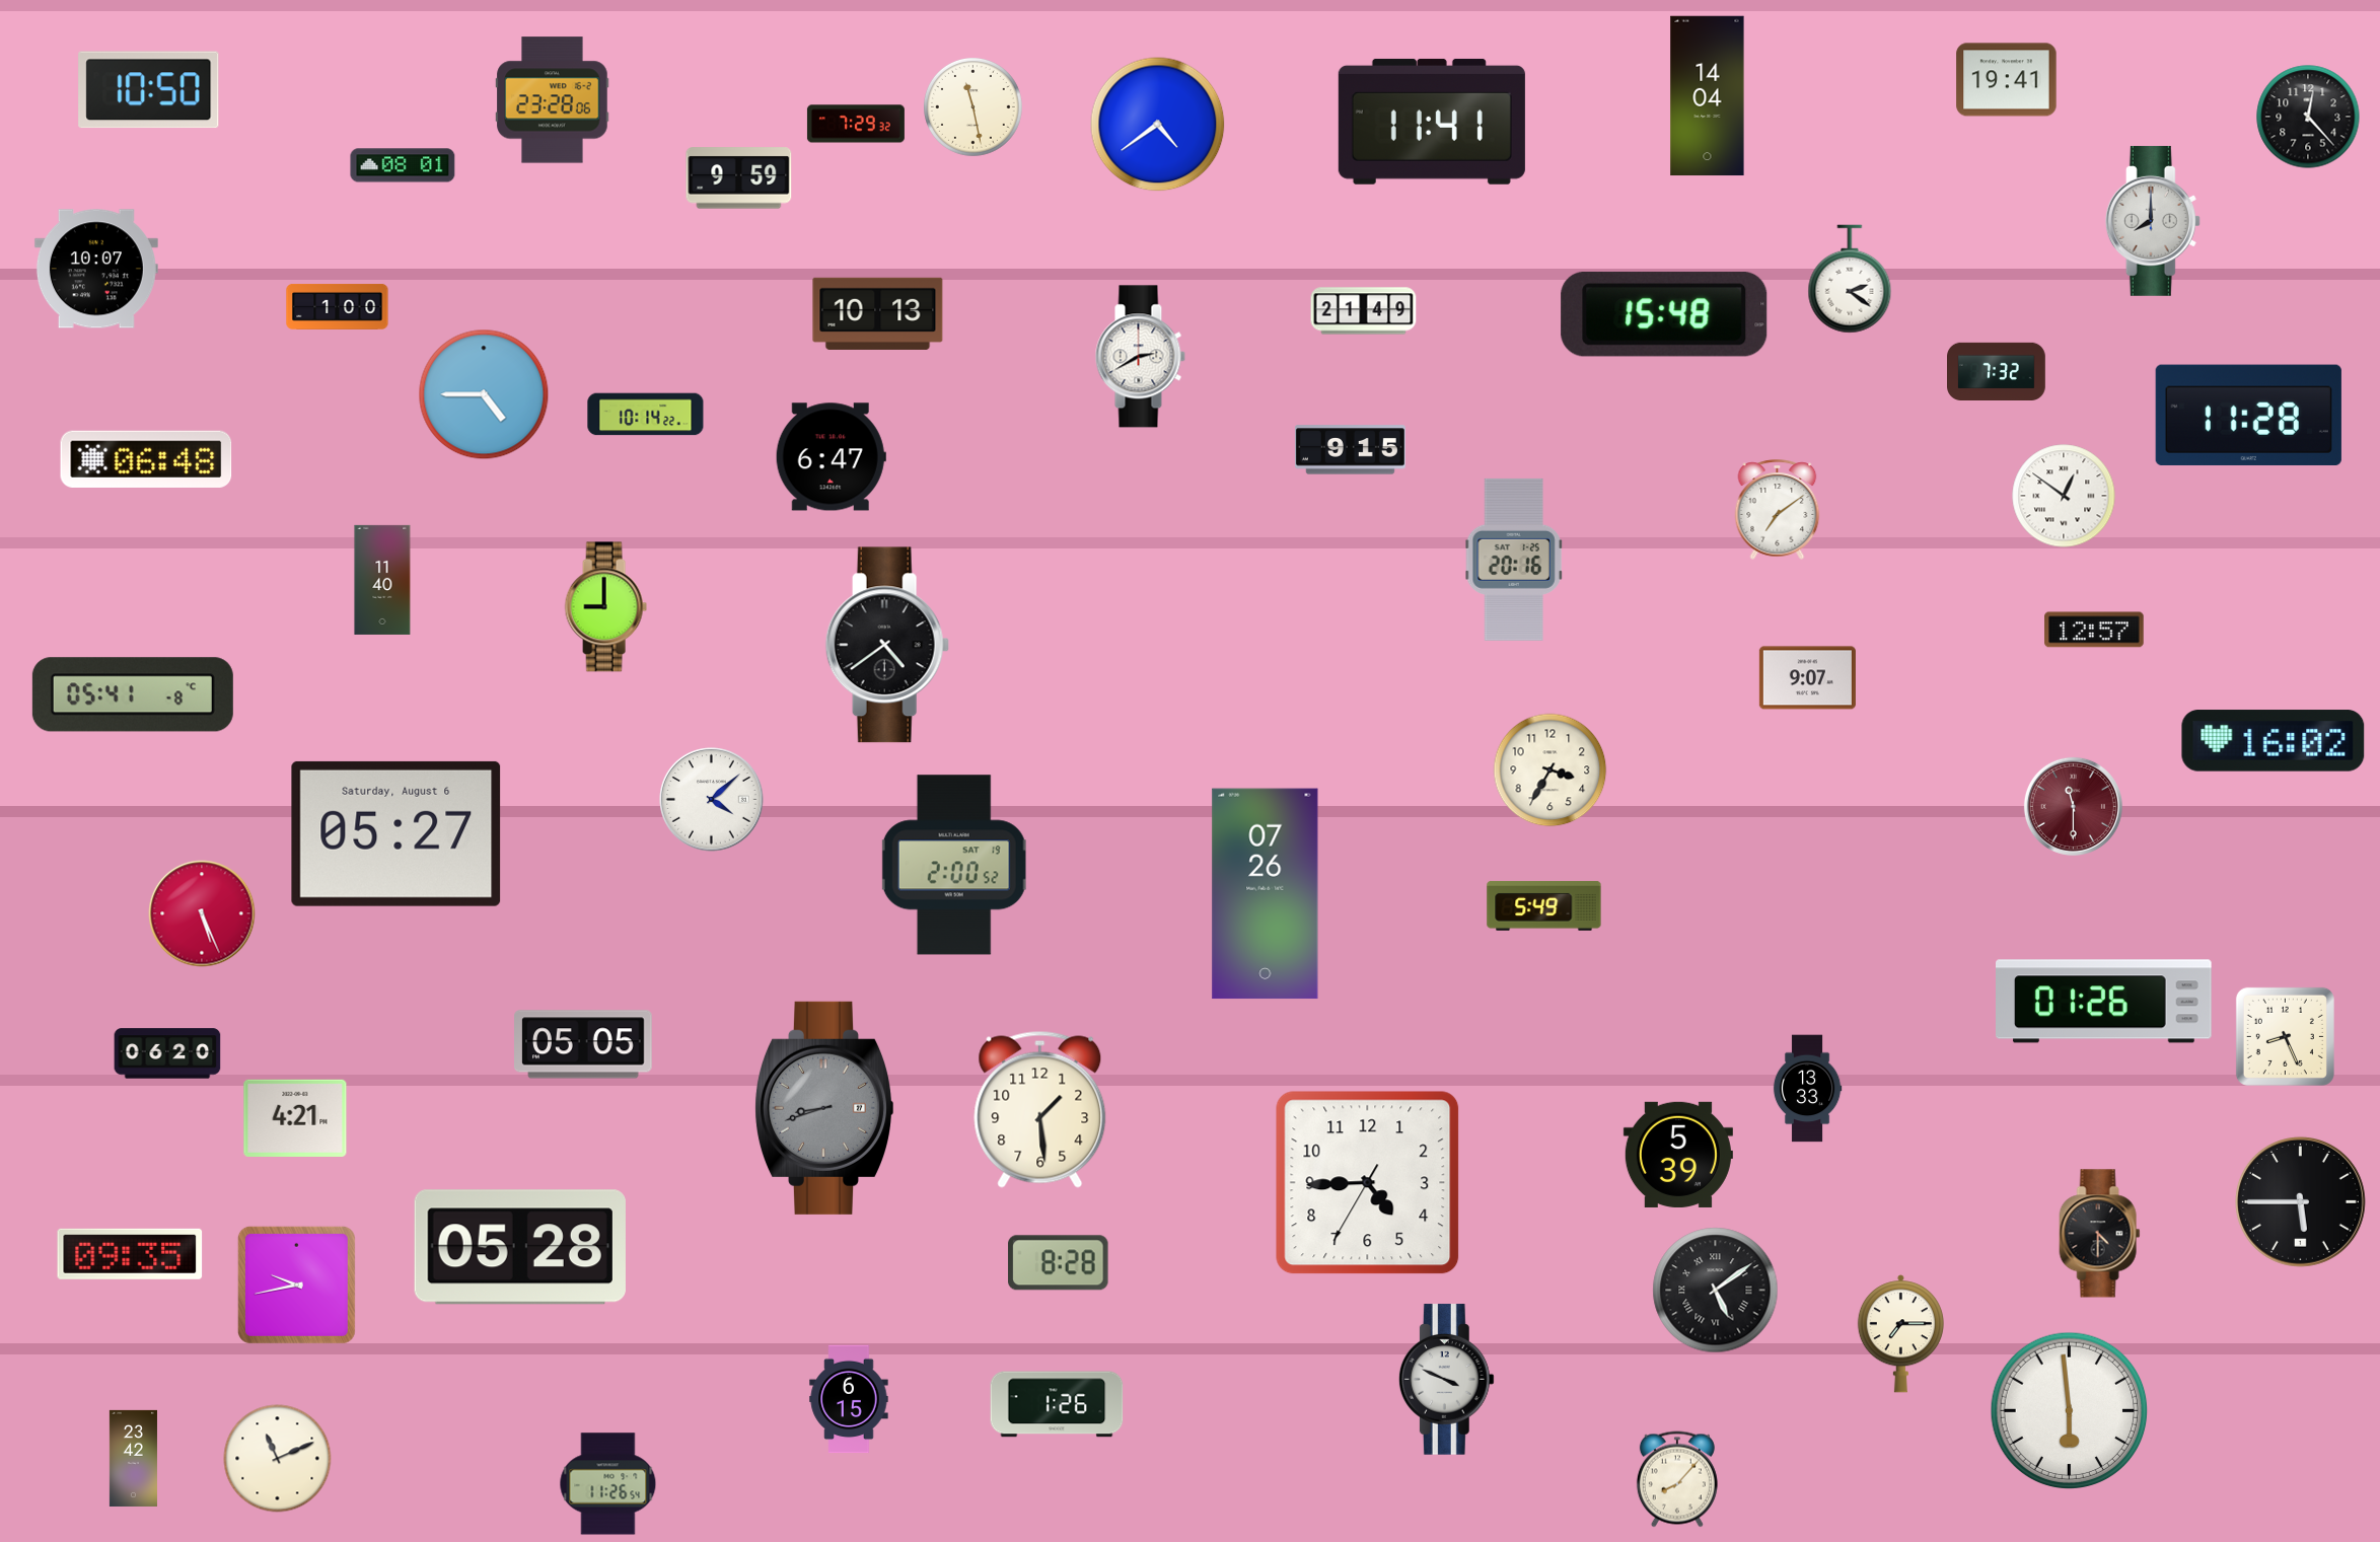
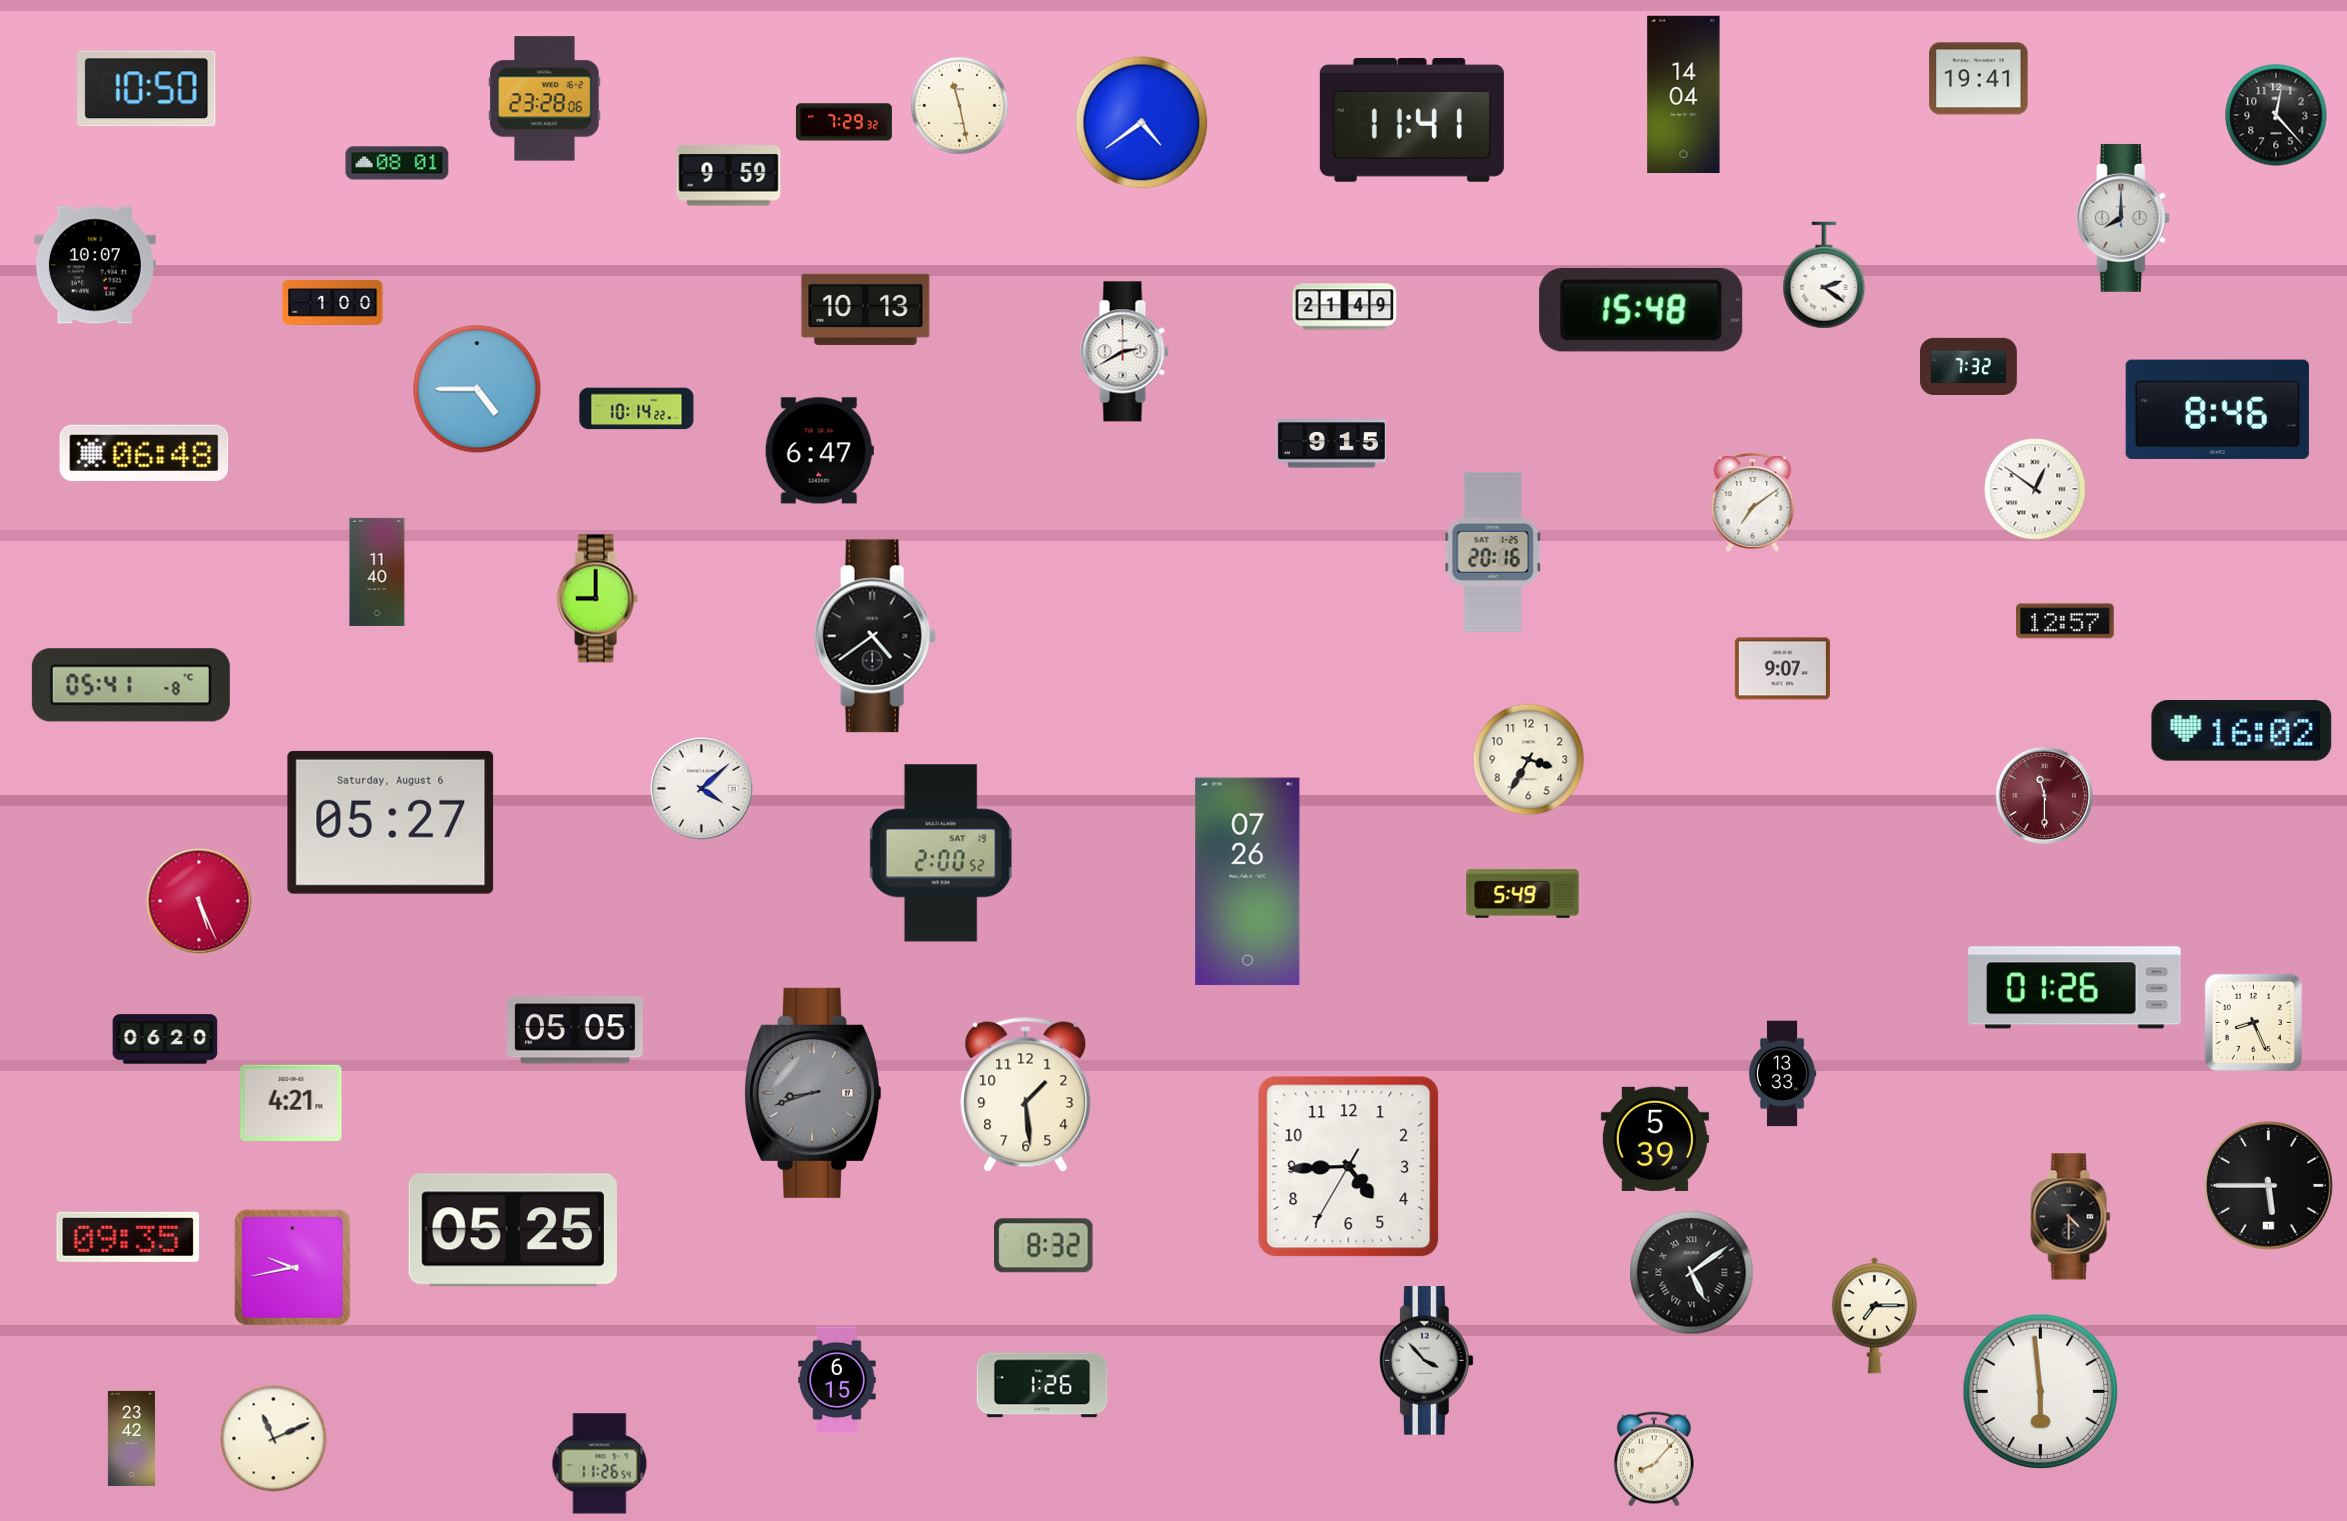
clock at (2248, 415): 11:28 -> 8:46
clock at (520, 1247): 05:28 -> 05:25
clock at (1059, 1263): 8:28 -> 8:32
clock at (1446, 1380): 3:49 -> 3:53
